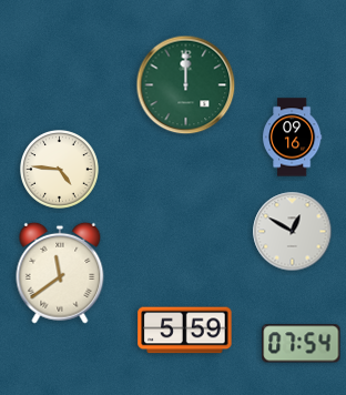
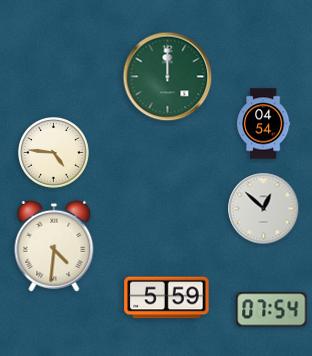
clock at (293, 138): 09:16 -> 04:54
clock at (293, 232): 12:50 -> 12:52
clock at (60, 273): 11:39 -> 4:31
